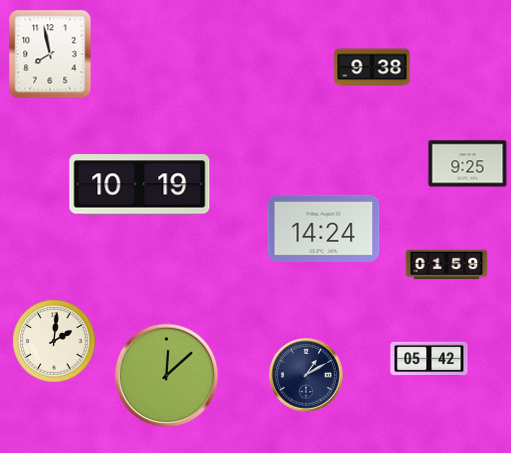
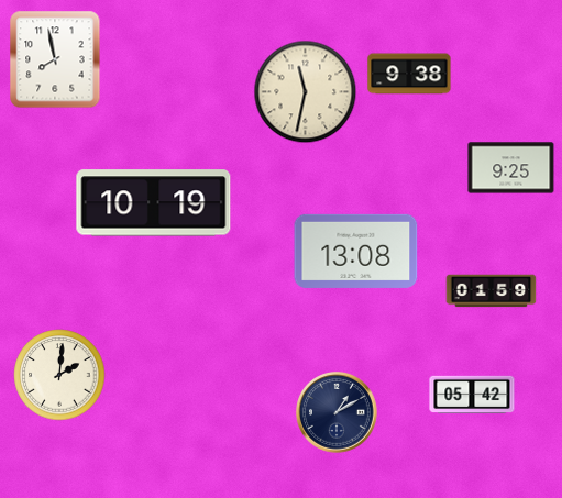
clock at (306, 92): none -> 11:32
clock at (468, 164) position: (468, 164) -> (511, 168)
clock at (324, 228): 14:24 -> 13:08
clock at (167, 376): 12:08 -> none
